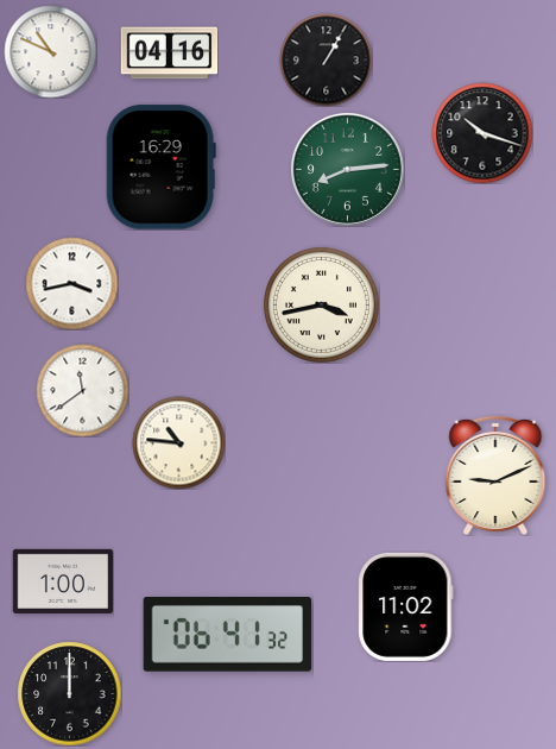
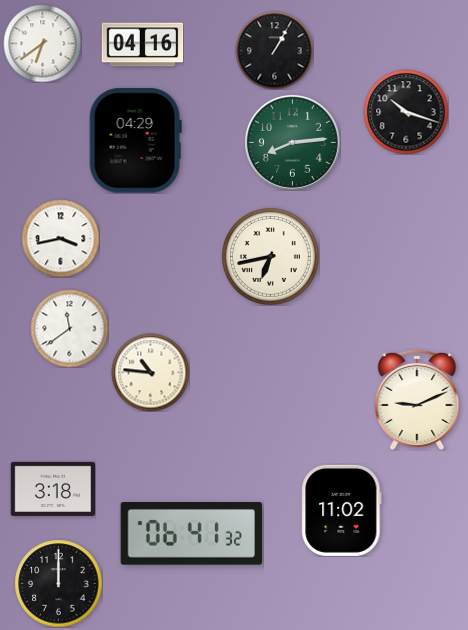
clock at (50, 51): 10:49 -> 6:39
clock at (160, 168): 16:29 -> 04:29
clock at (321, 304): 3:43 -> 6:43
clock at (63, 581): 1:00 -> 3:18
